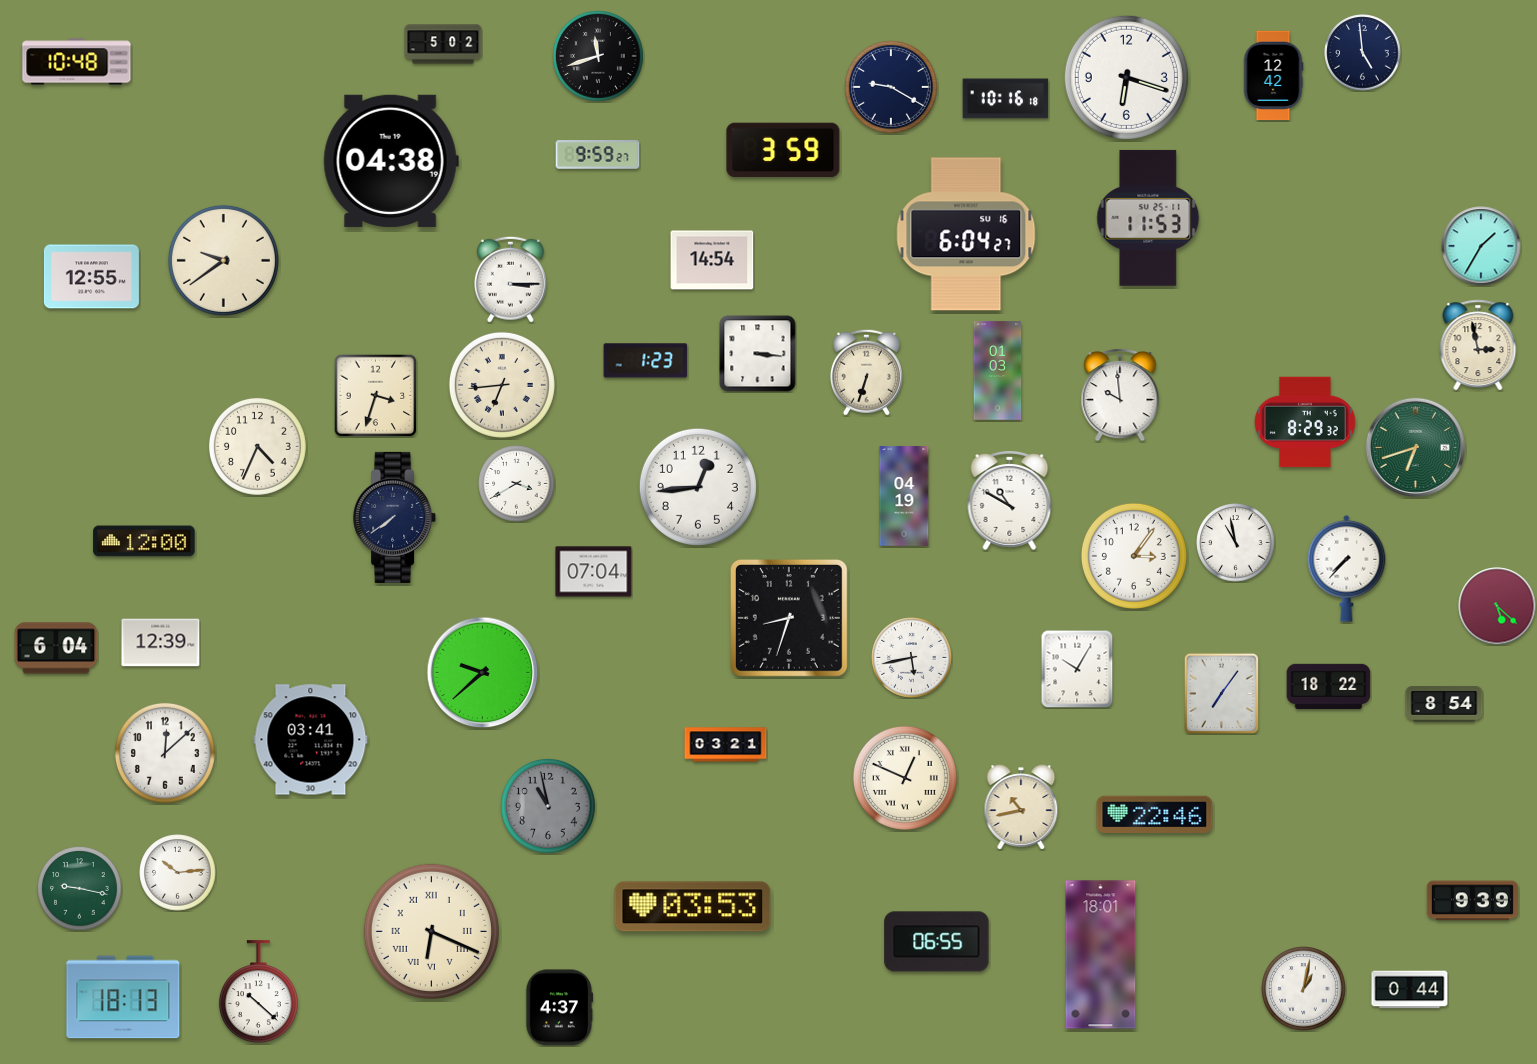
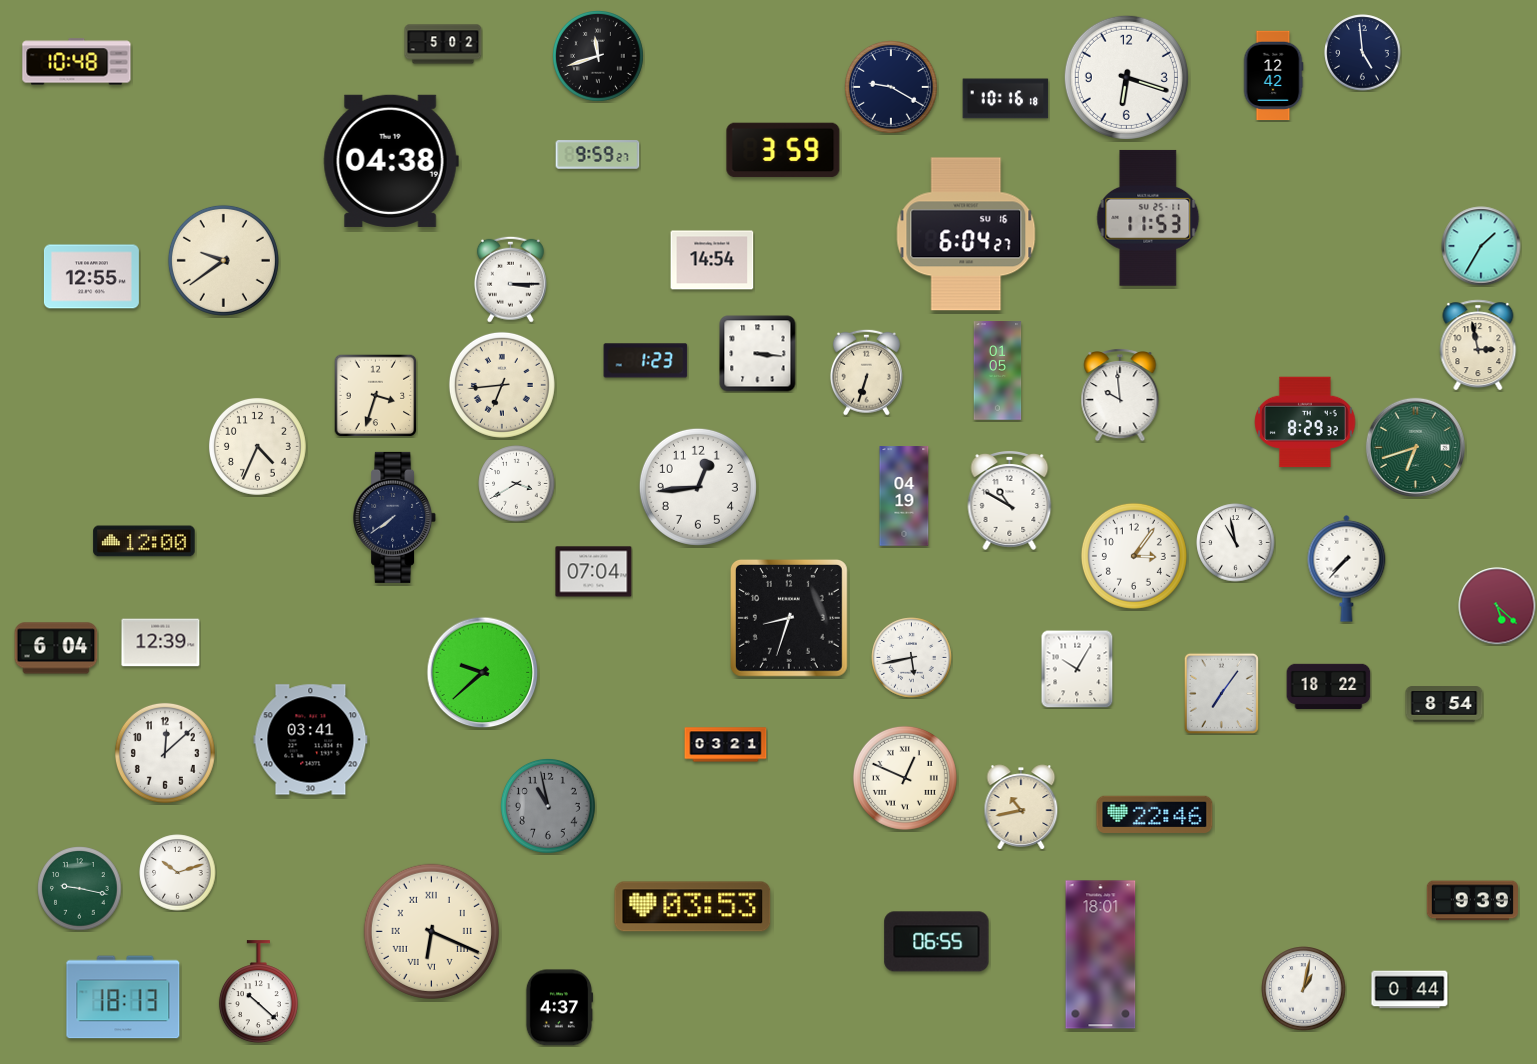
clock at (998, 371): 01:03 -> 01:05
clock at (178, 873): 10:14 -> 10:12
